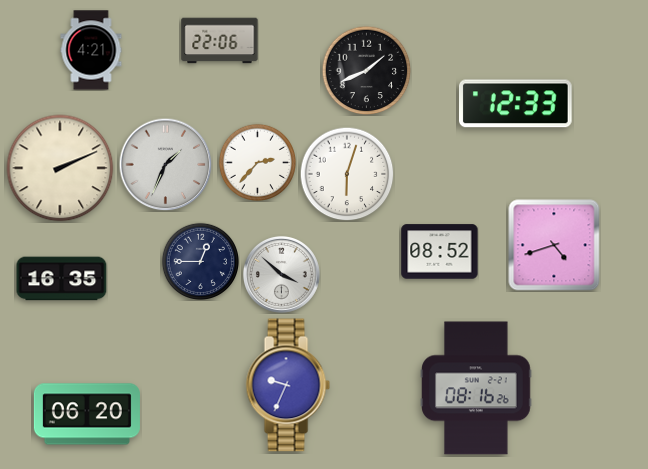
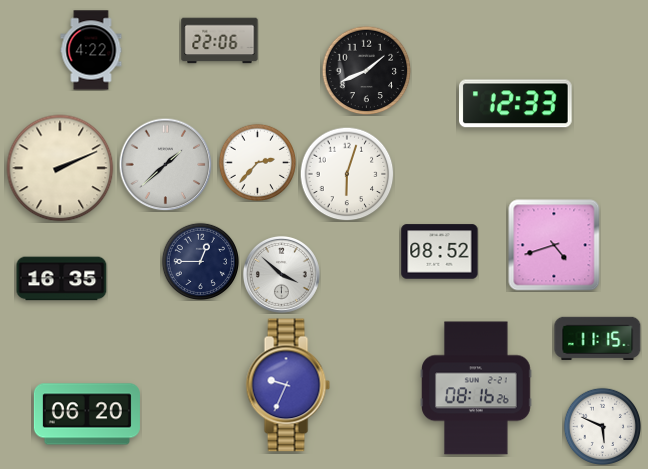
clock at (91, 50): 4:21 -> 4:22
clock at (165, 164): 1:34 -> 1:38
clock at (598, 338): none -> 11:15
clock at (602, 426): none -> 5:49
